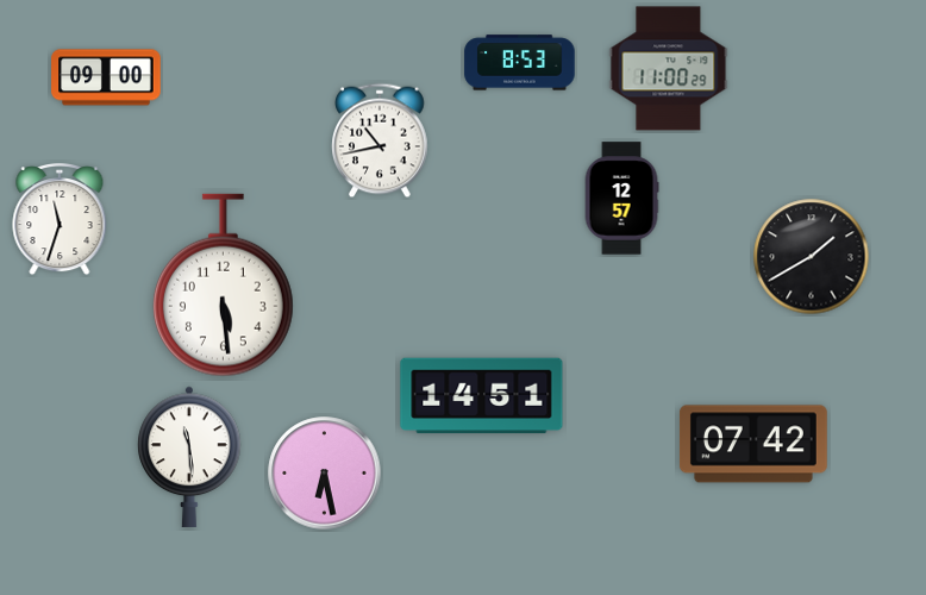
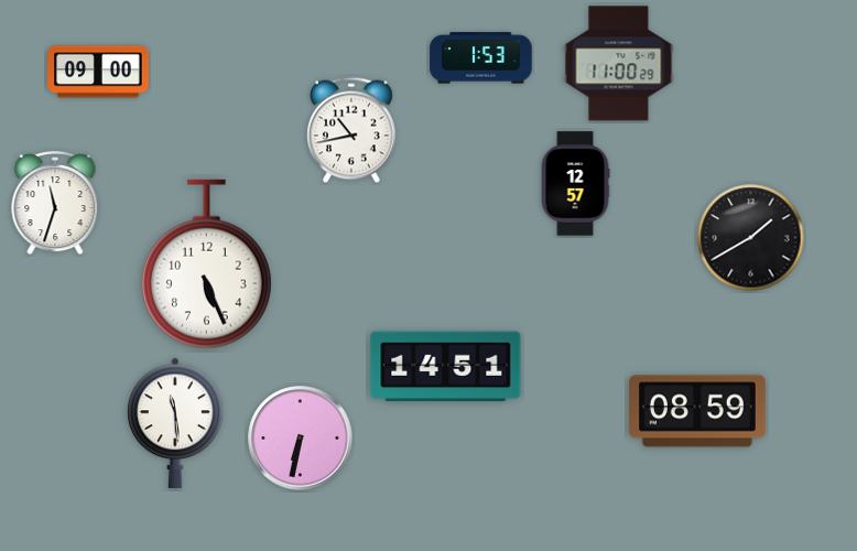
clock at (520, 63): 8:53 -> 1:53
clock at (223, 286): 5:29 -> 5:26
clock at (753, 444): 07:42 -> 08:59
clock at (325, 474): 6:28 -> 6:32
